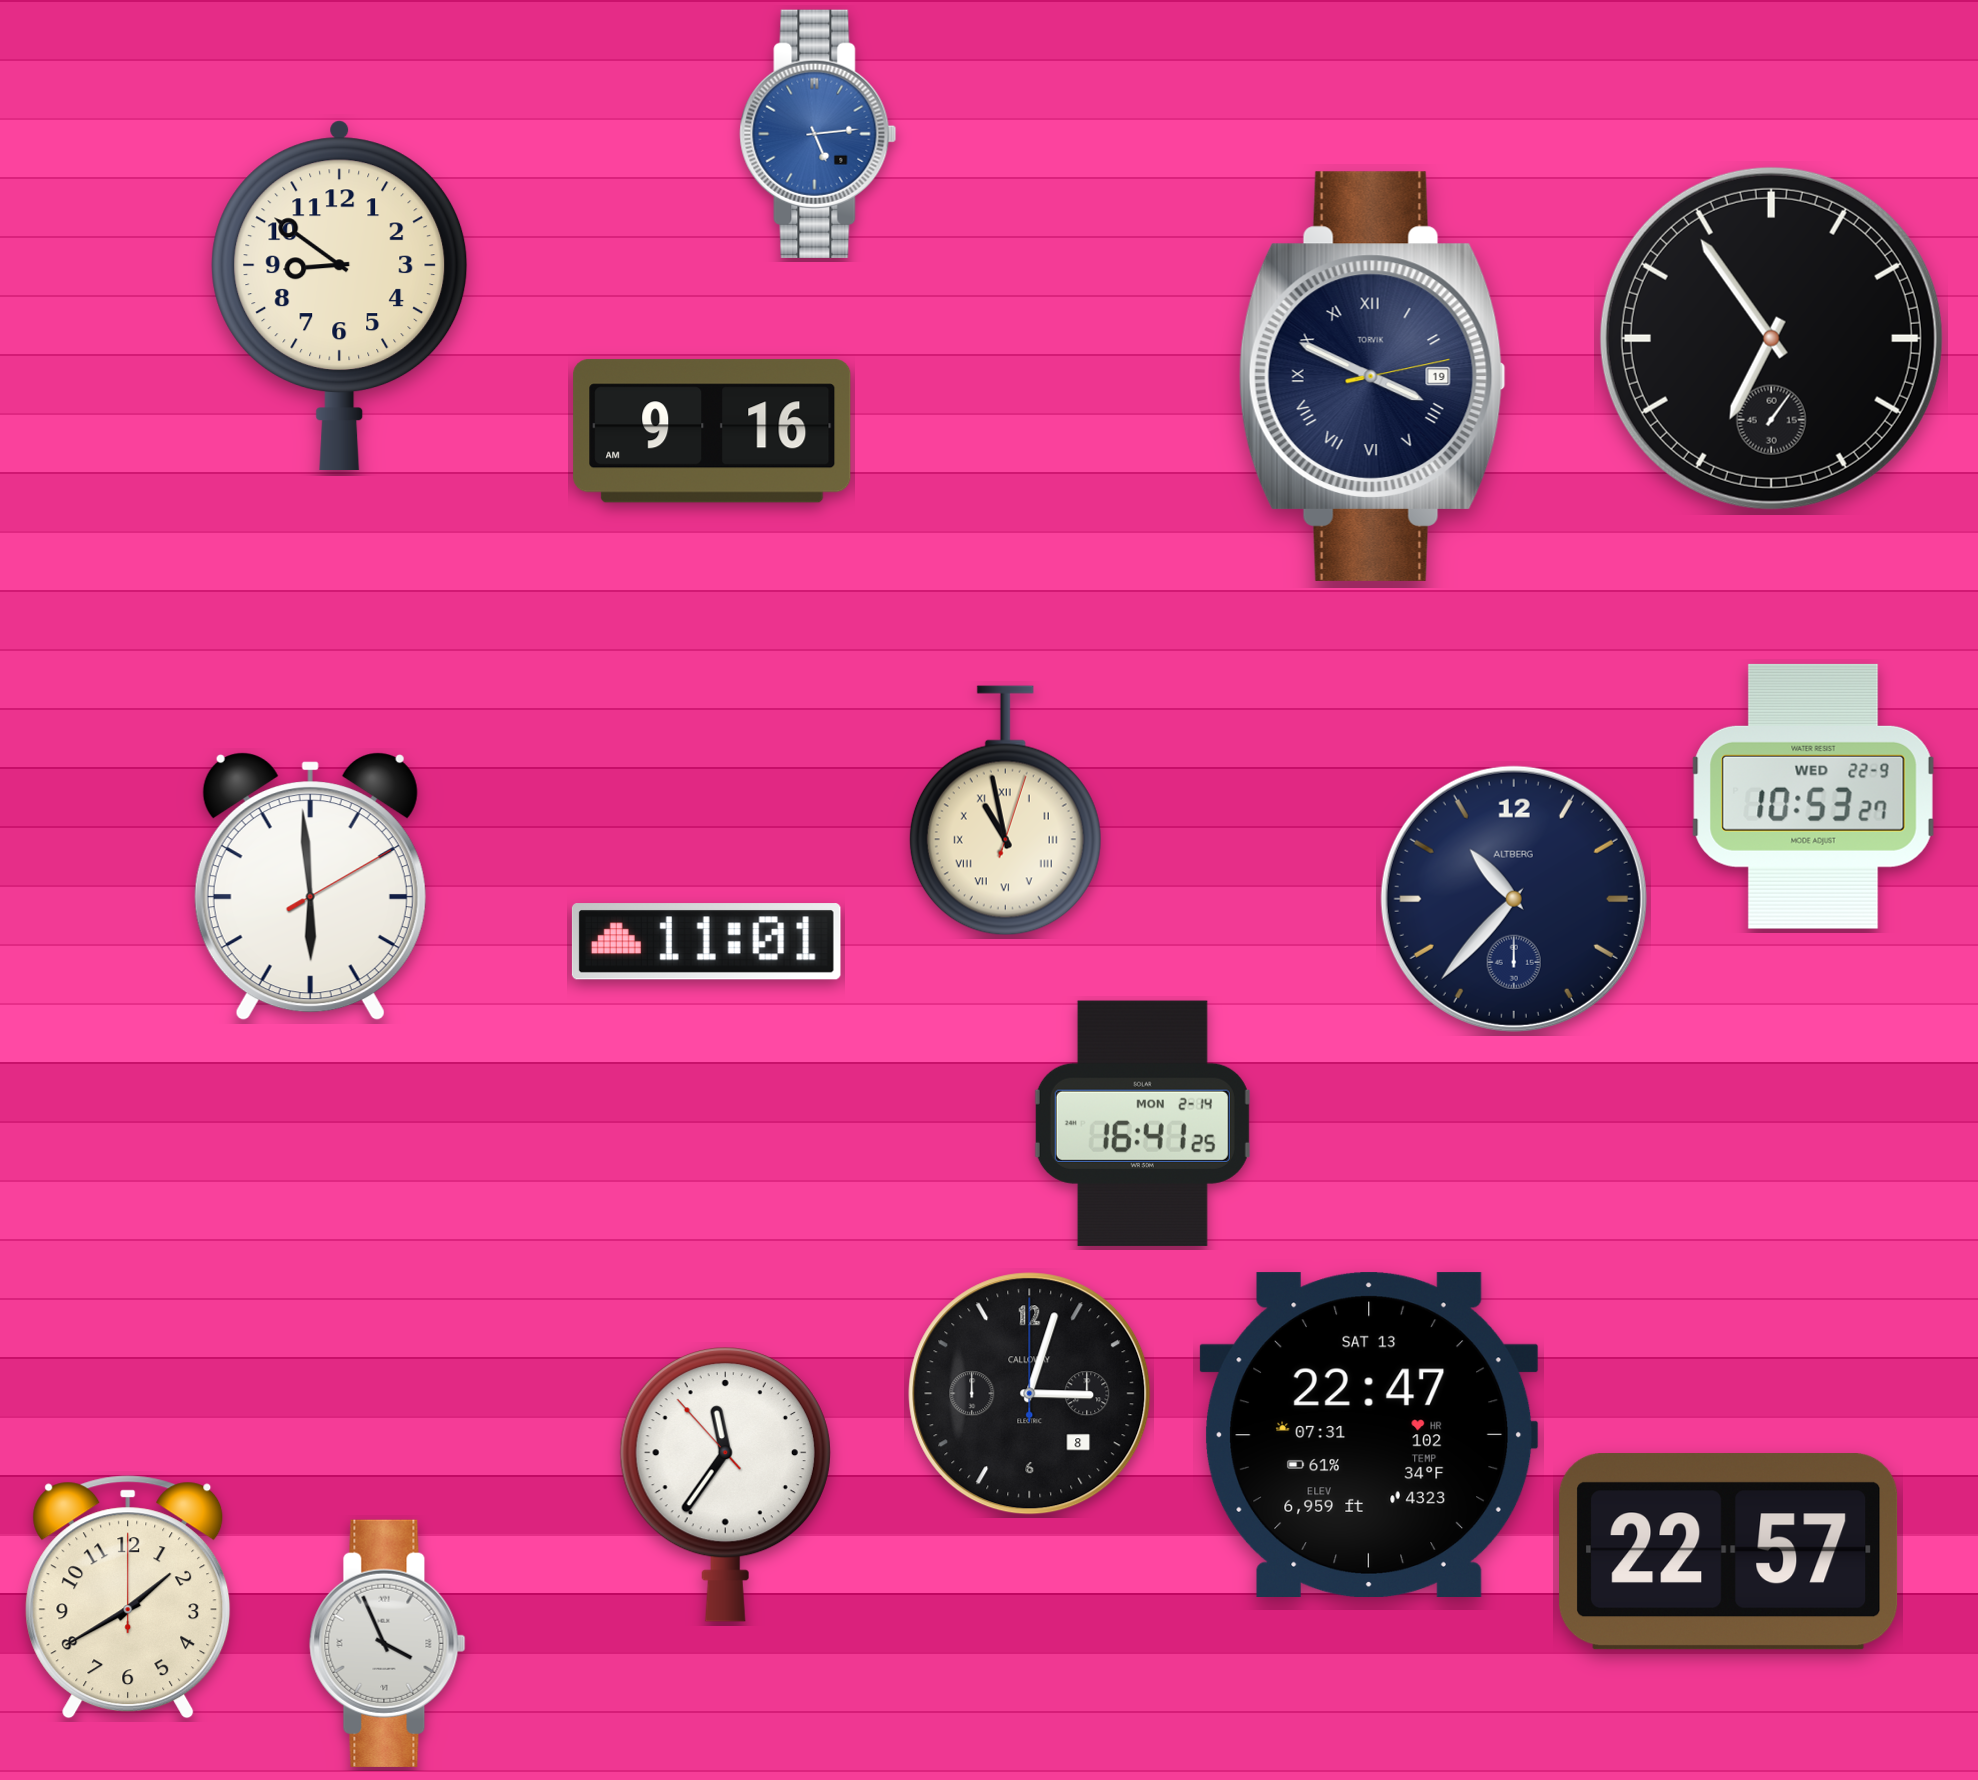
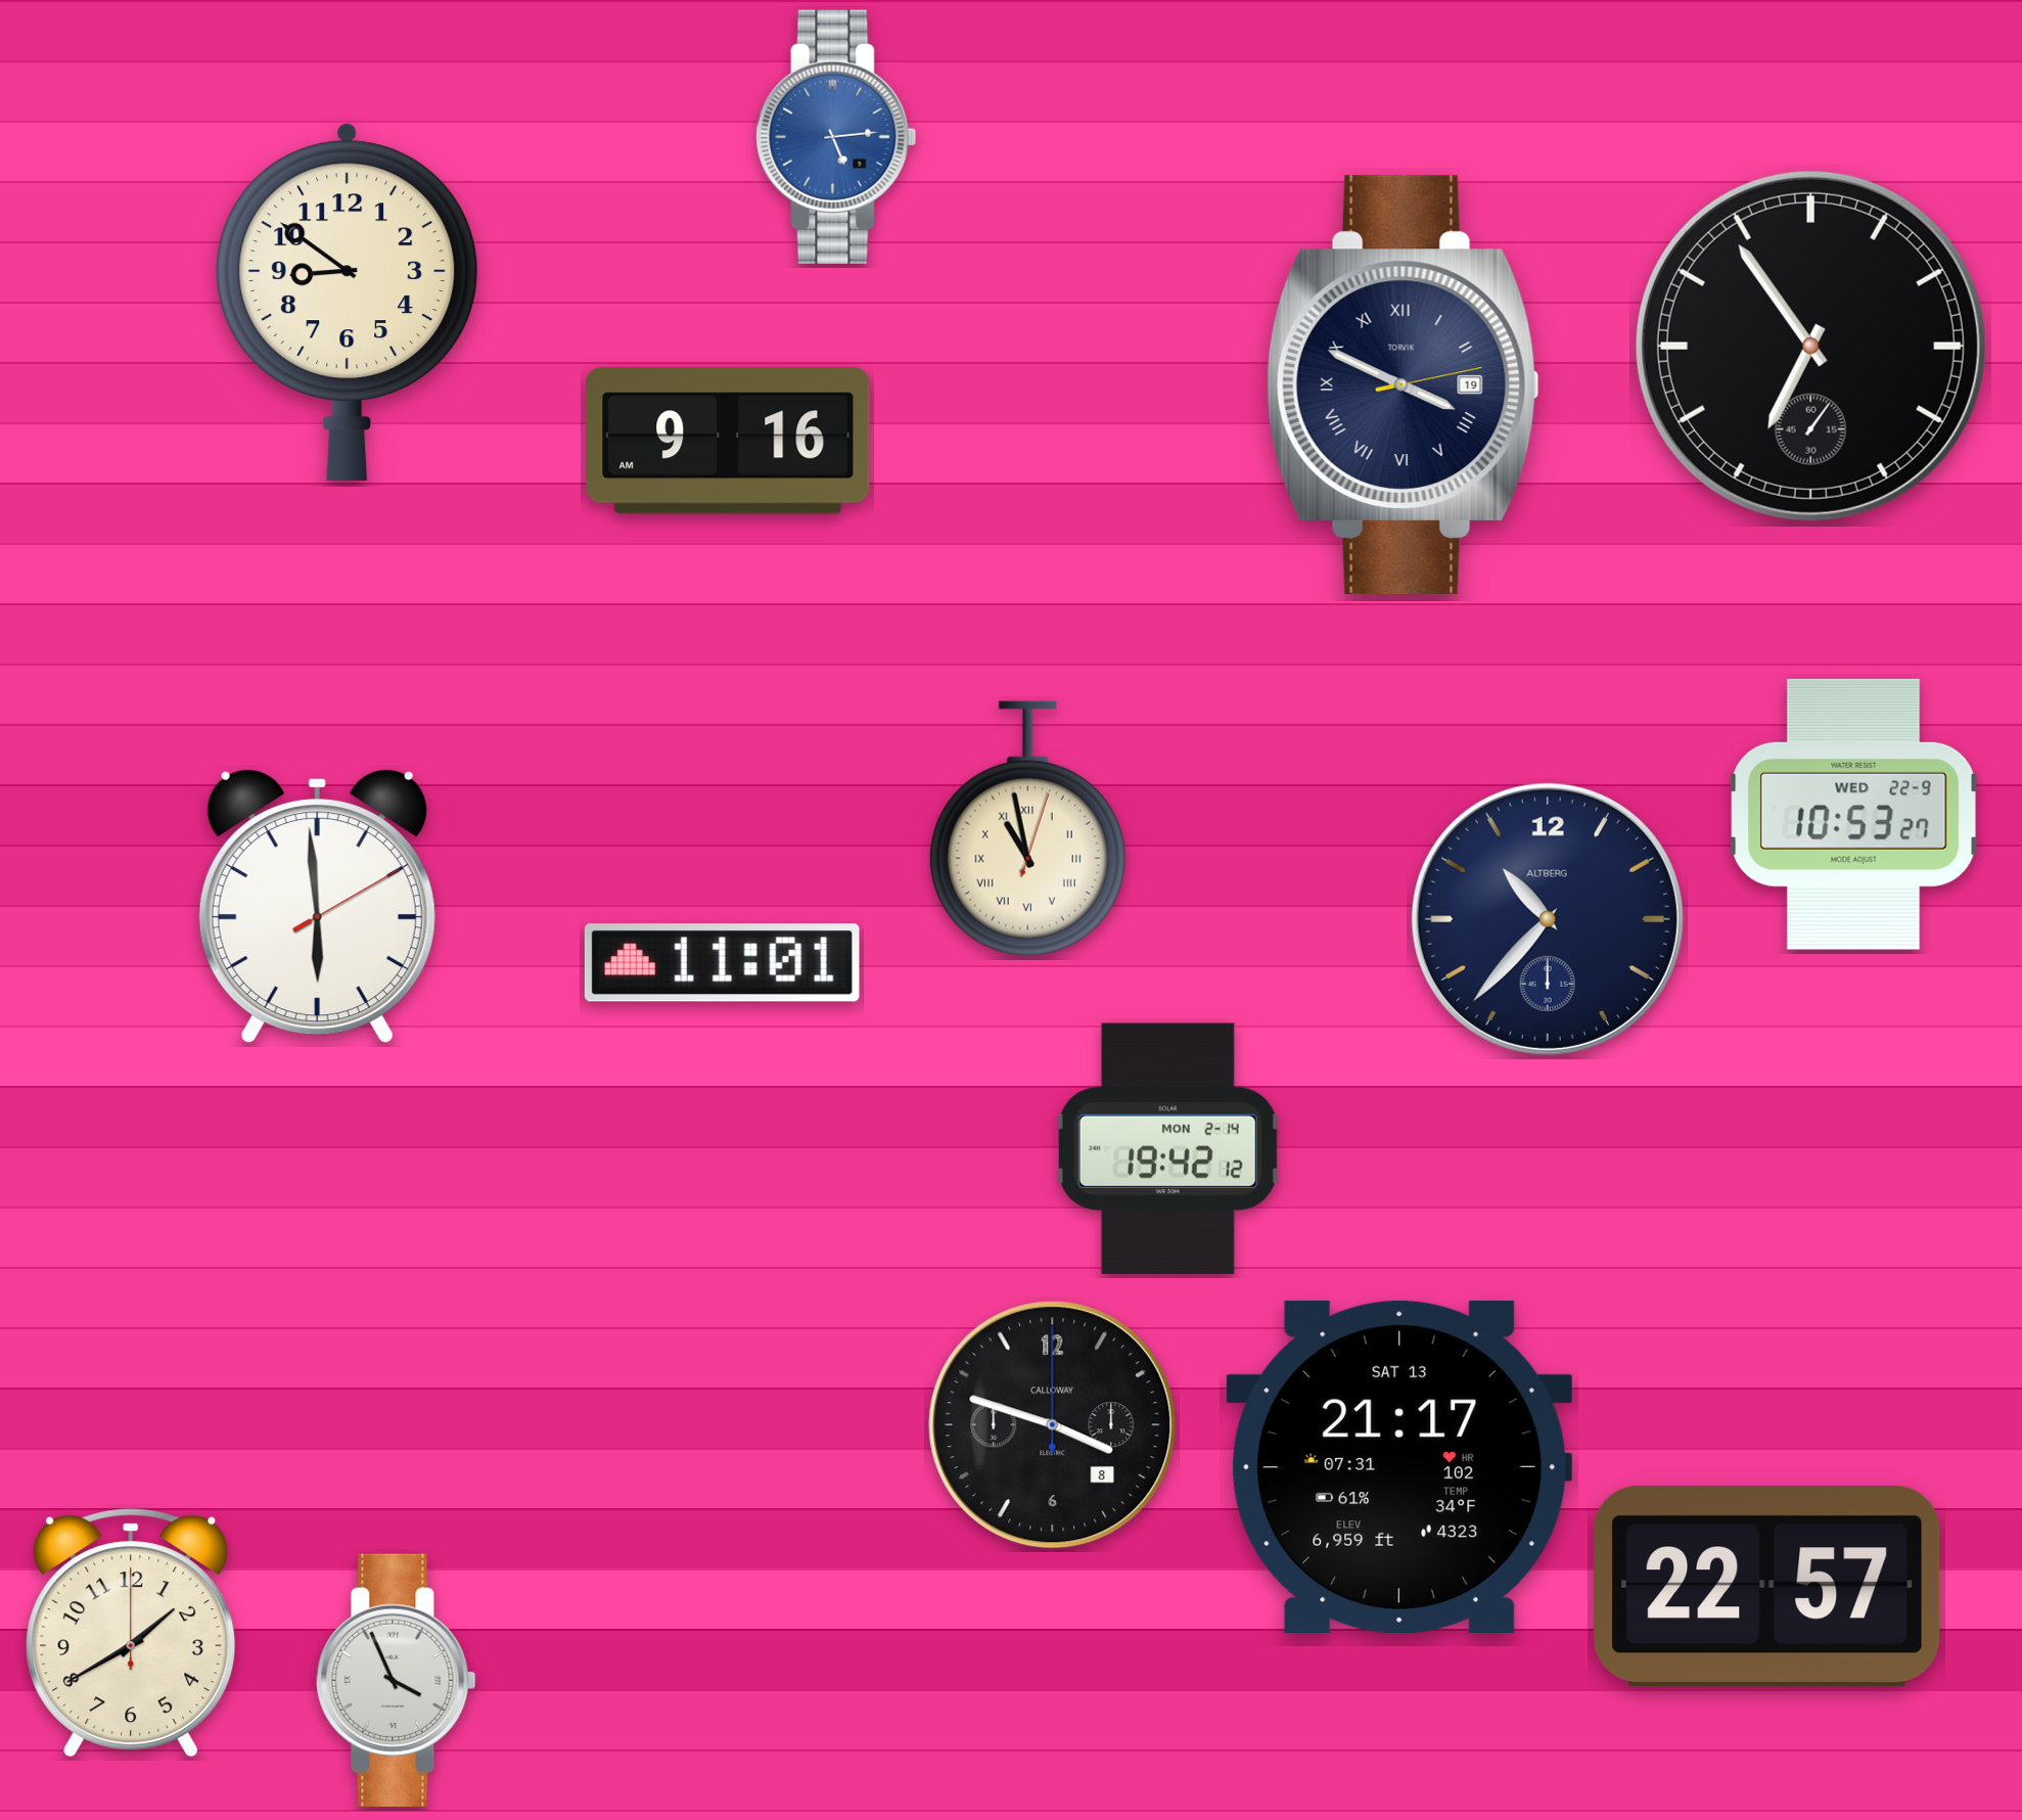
clock at (1142, 1123): 16:41 -> 19:42
clock at (1030, 1394): 3:03 -> 3:48
clock at (1369, 1434): 22:47 -> 21:17
clock at (725, 1485): 11:35 -> none
